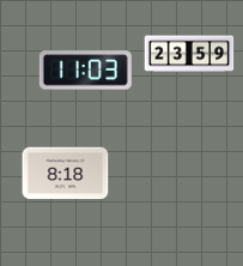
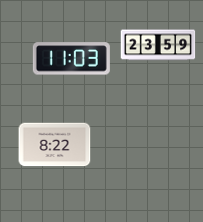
clock at (66, 174): 8:18 -> 8:22
